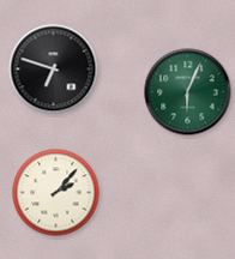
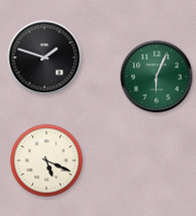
clock at (54, 70): 6:48 -> 1:48
clock at (56, 193): 2:07 -> 5:19
